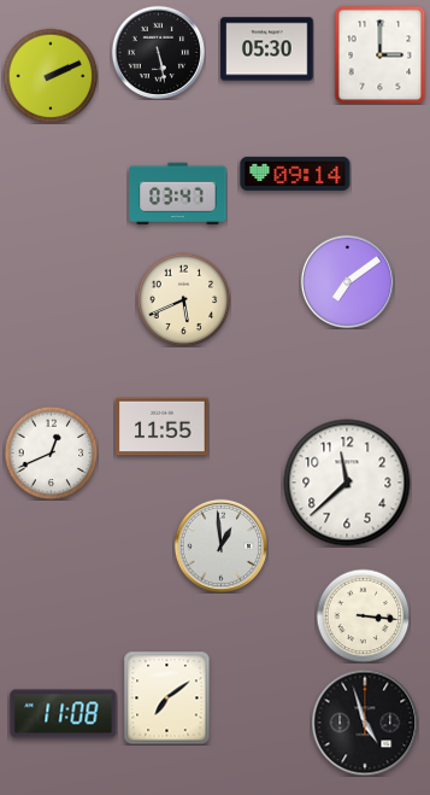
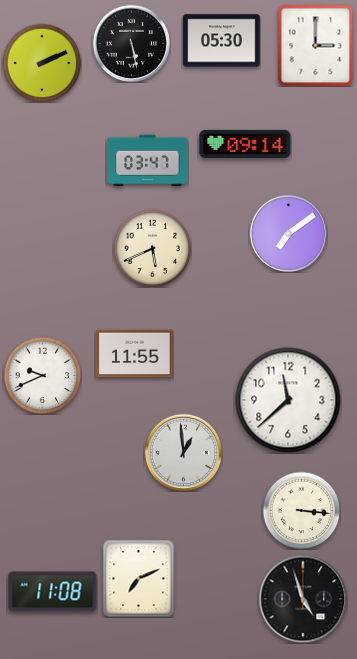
clock at (51, 452): 12:41 -> 9:41
clock at (167, 697): 7:09 -> 7:11
